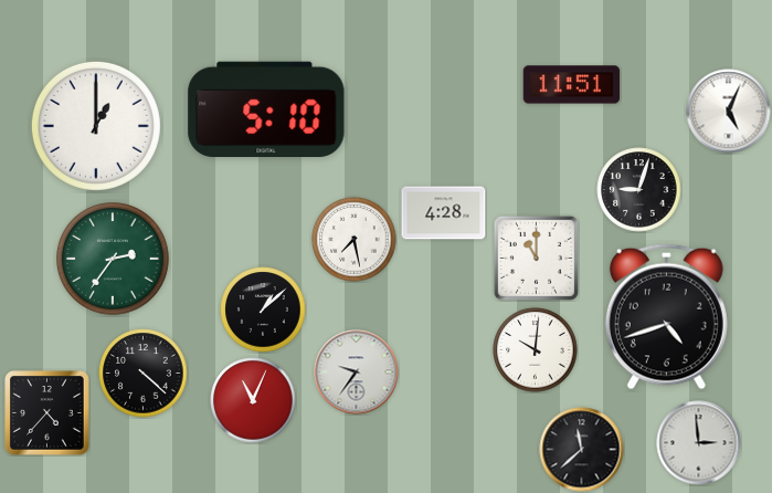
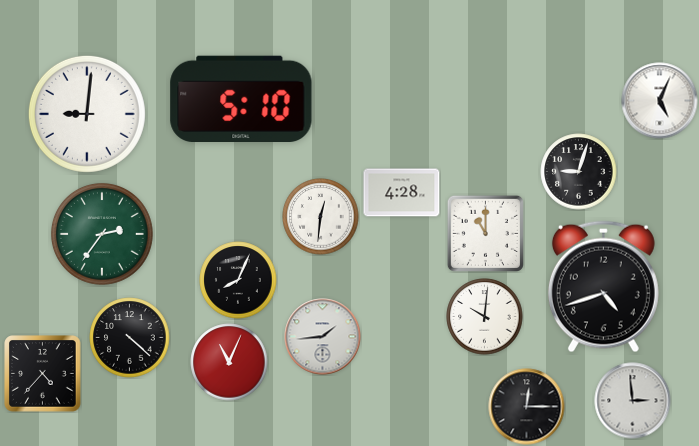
clock at (572, 85): 11:51 -> none
clock at (96, 126): 1:00 -> 9:01
clock at (355, 240): 7:28 -> 12:31
clock at (263, 310): 1:08 -> 8:04
clock at (357, 373): 9:36 -> 1:44
clock at (582, 450): 11:38 -> 12:15
